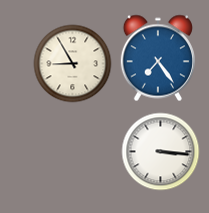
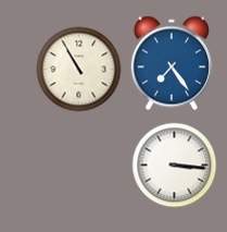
clock at (72, 63): 8:55 -> 10:55
